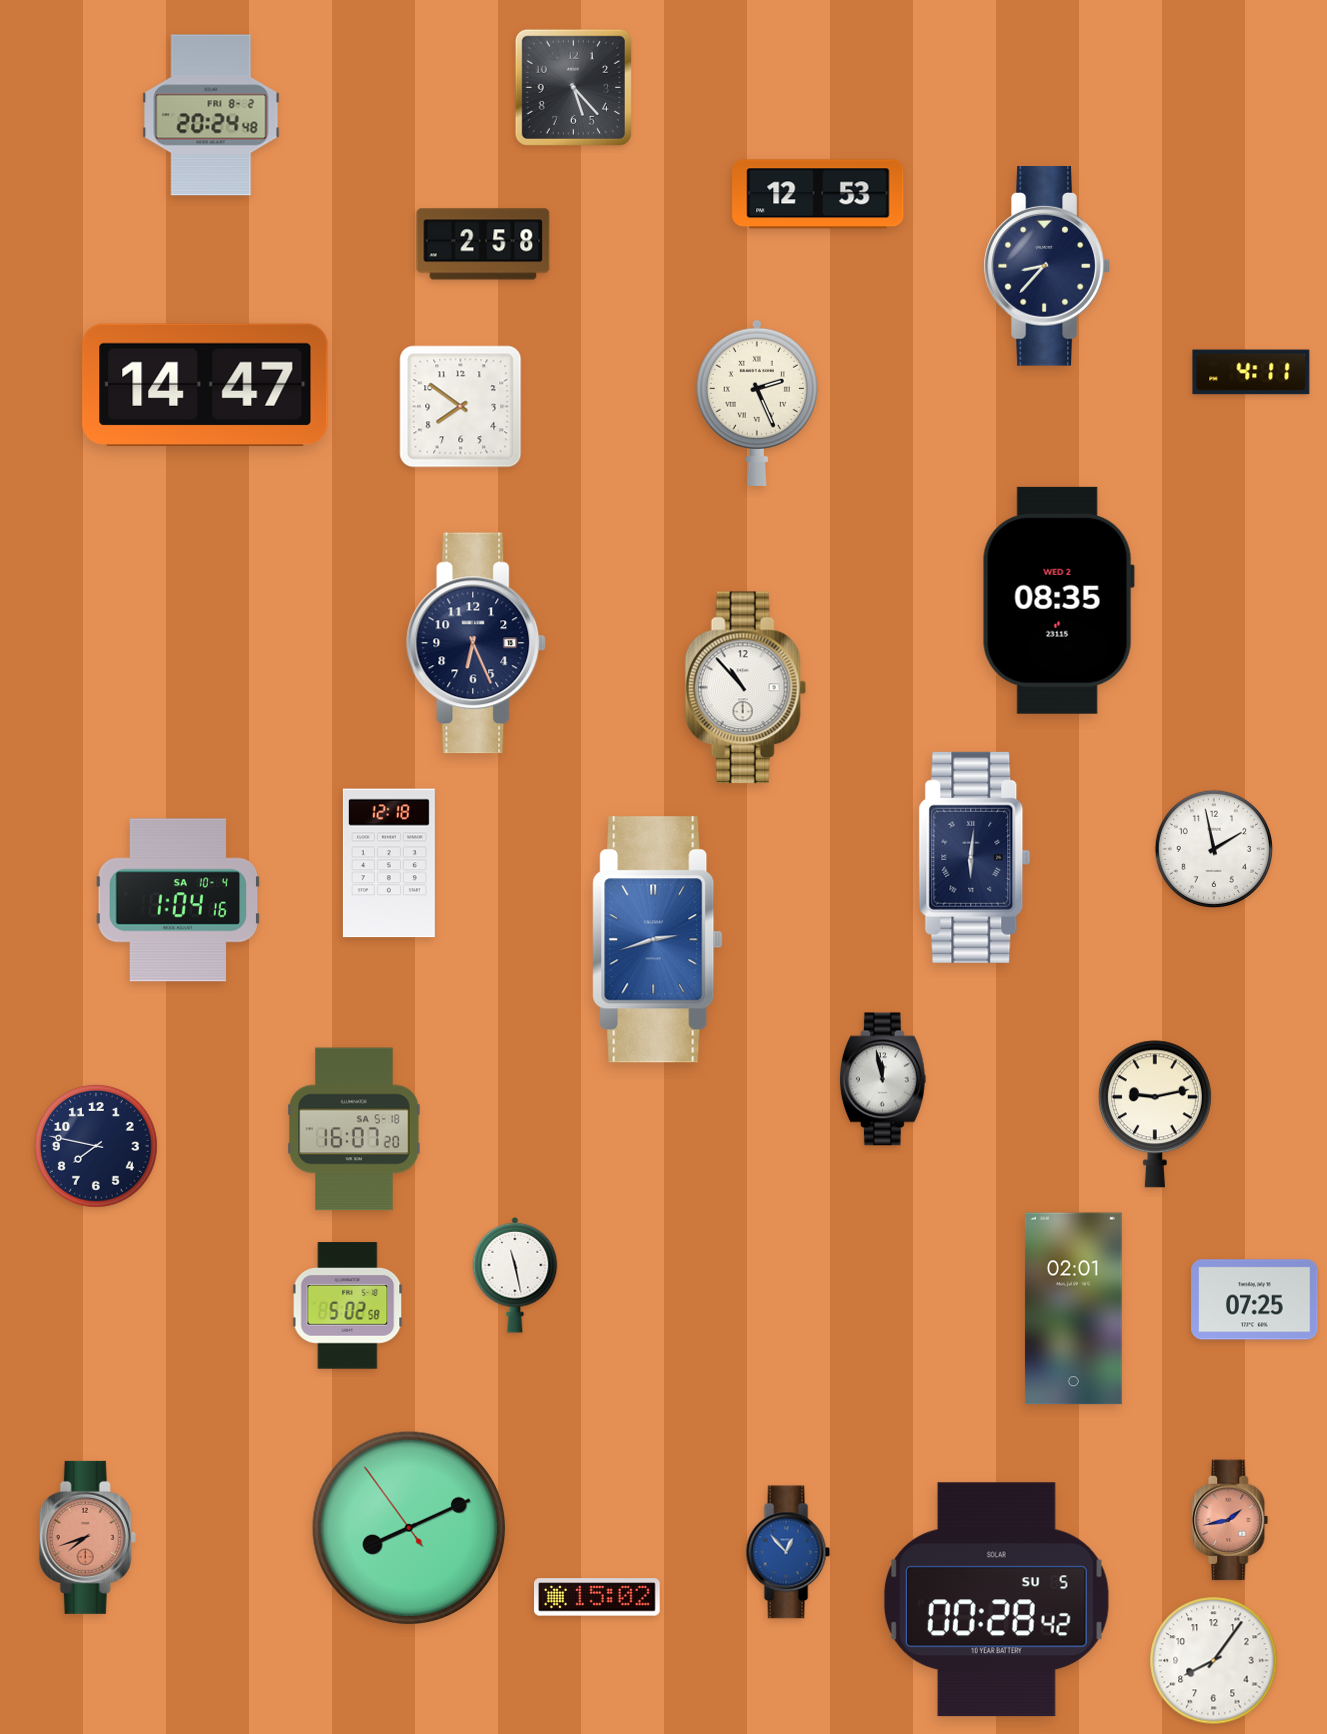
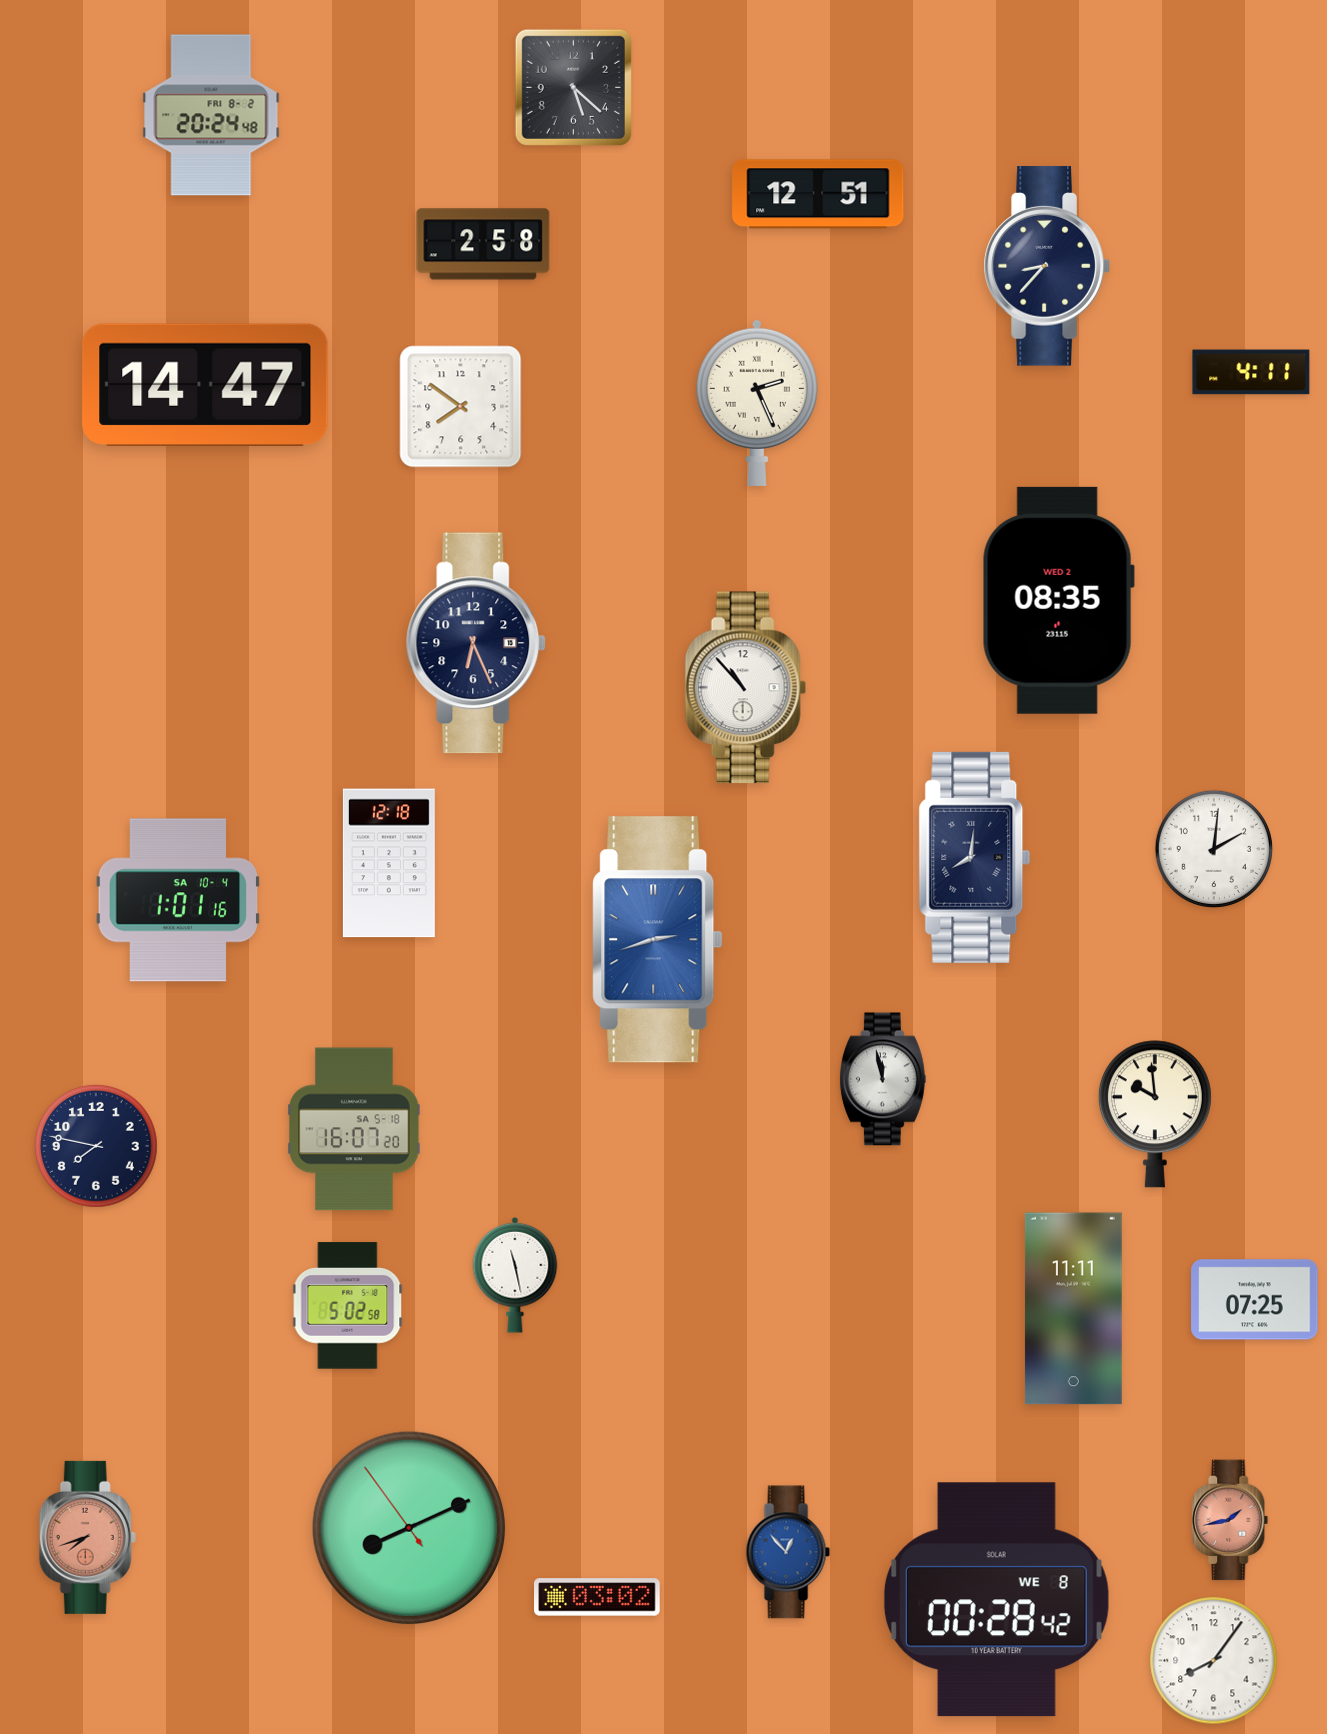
clock at (573, 87): 5:23 -> 5:22
clock at (818, 194): 12:53 -> 12:51
clock at (1214, 849): 1:58 -> 2:01
clock at (975, 857): 6:01 -> 8:01
clock at (177, 900): 1:04 -> 1:01
clock at (1155, 1114): 9:13 -> 9:59
clock at (1073, 1309): 02:01 -> 11:11
clock at (598, 1597): 15:02 -> 03:02
clock at (996, 1600) date: SU 5 -> WE 8
